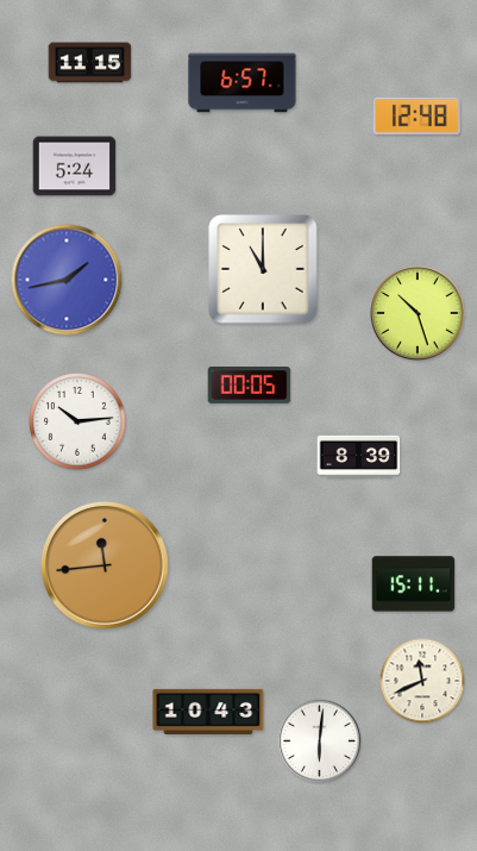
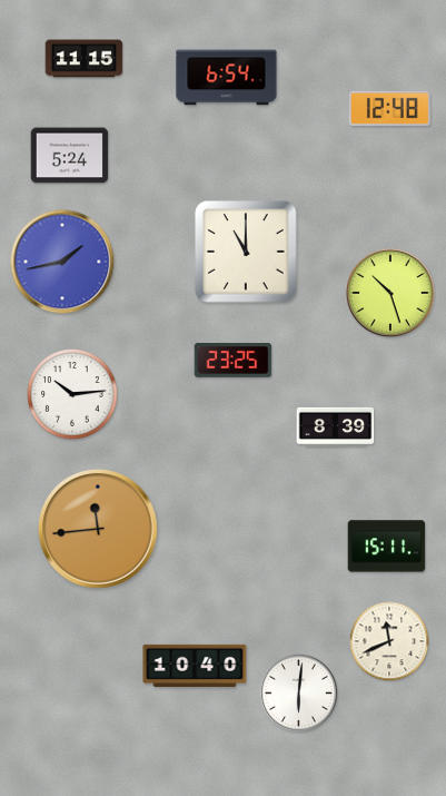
clock at (243, 83): 6:57 -> 6:54
clock at (250, 386): 00:05 -> 23:25
clock at (422, 681) position: (422, 681) -> (389, 641)
clock at (208, 712): 10:43 -> 10:40
